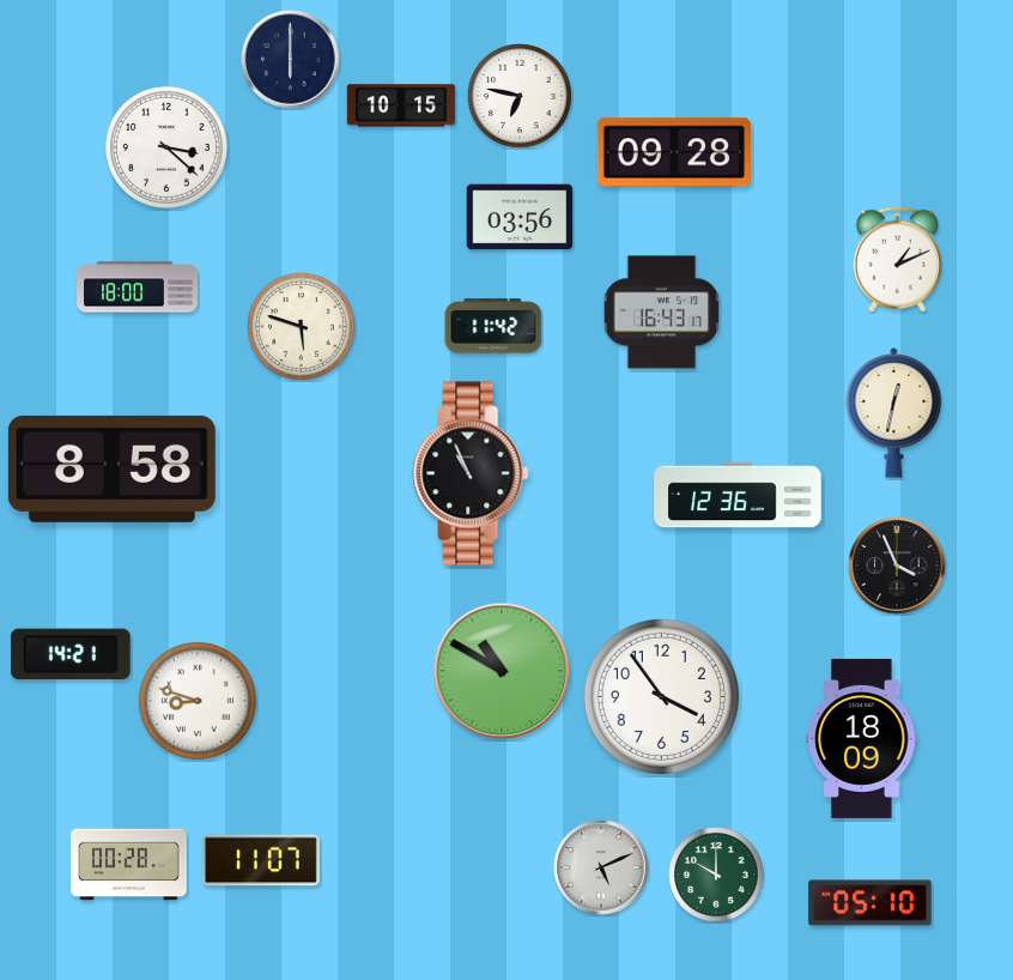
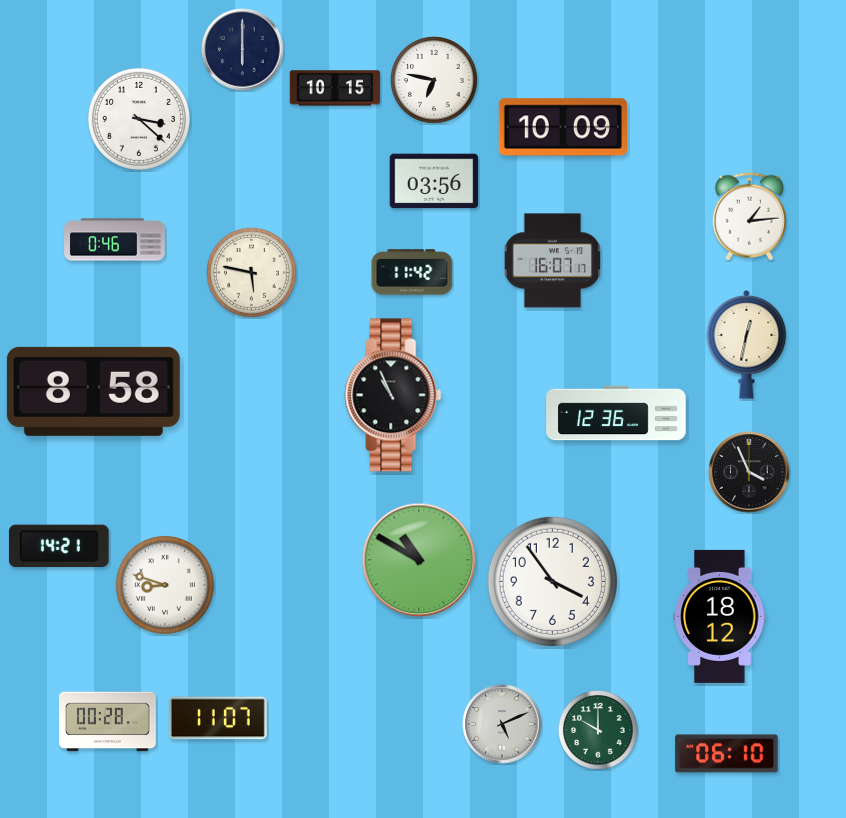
clock at (166, 147) position: (166, 147) -> (139, 119)
clock at (673, 152): 09:28 -> 10:09
clock at (897, 260): 1:11 -> 1:14
clock at (138, 288): 18:00 -> 0:46
clock at (662, 313): 16:43 -> 16:07
clock at (302, 327): 5:48 -> 5:47
clock at (862, 738): 18:09 -> 18:12
clock at (871, 903): 05:10 -> 06:10
